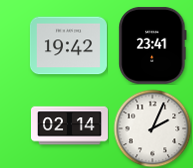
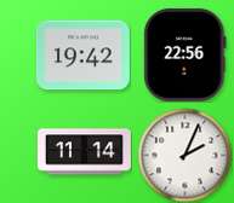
clock at (153, 45): 23:41 -> 22:56
clock at (69, 126): 02:14 -> 11:14
